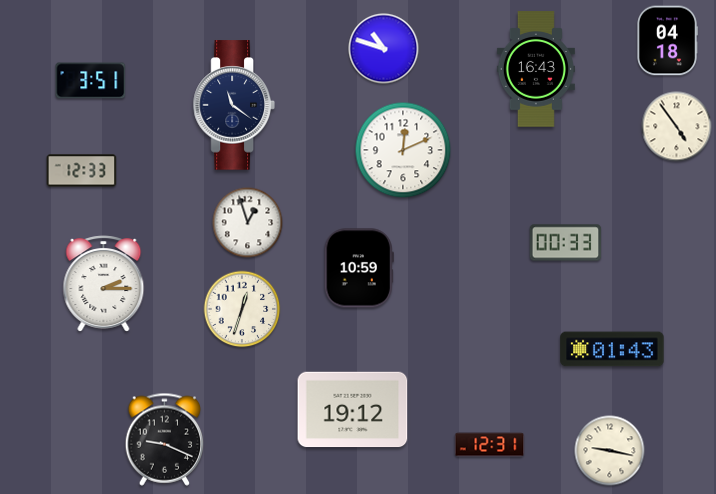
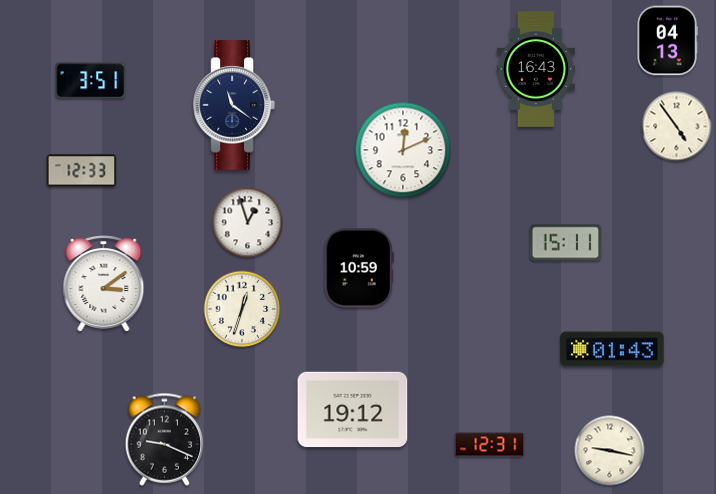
clock at (668, 41): 04:18 -> 04:13
clock at (384, 49): 10:48 -> none
clock at (566, 243): 00:33 -> 15:11
clock at (104, 284): 2:15 -> 3:09
